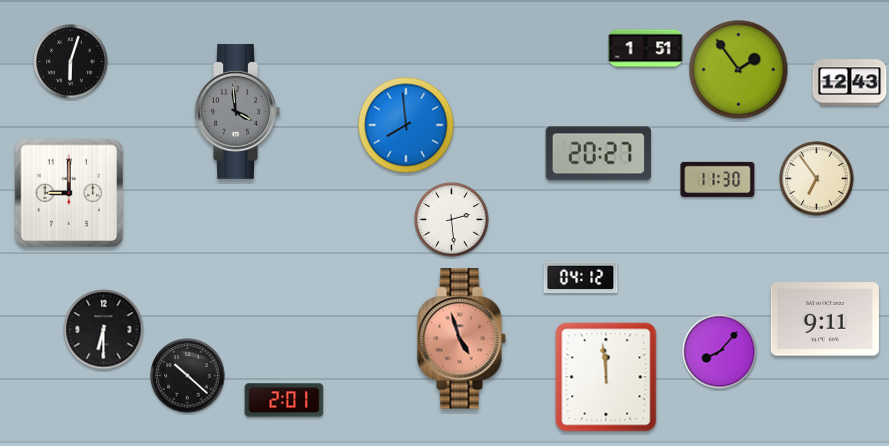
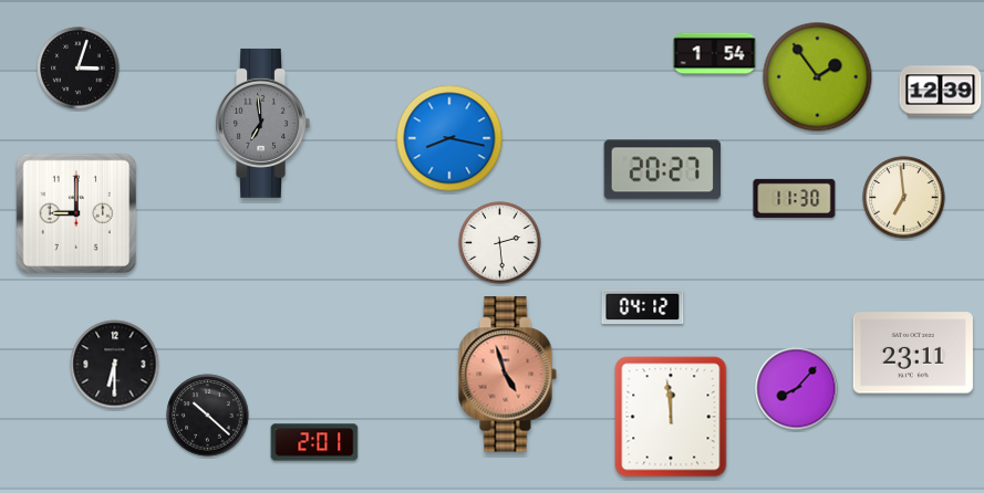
clock at (646, 49): 1:51 -> 1:54
clock at (71, 62): 6:03 -> 3:03
clock at (850, 83): 12:43 -> 12:39
clock at (237, 111): 3:59 -> 6:59
clock at (406, 125): 7:59 -> 8:17
clock at (817, 179): 6:54 -> 6:59
clock at (825, 319): 9:11 -> 23:11
clock at (461, 339) position: (461, 339) -> (507, 375)
